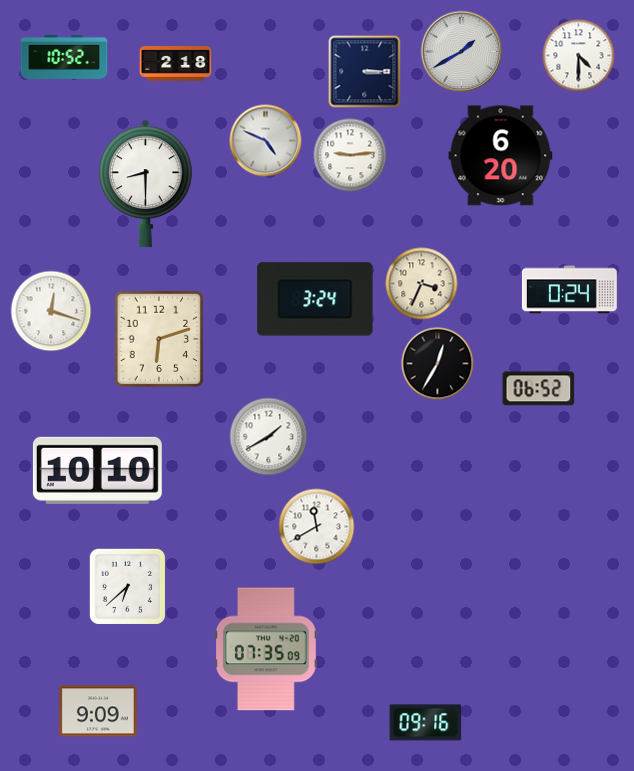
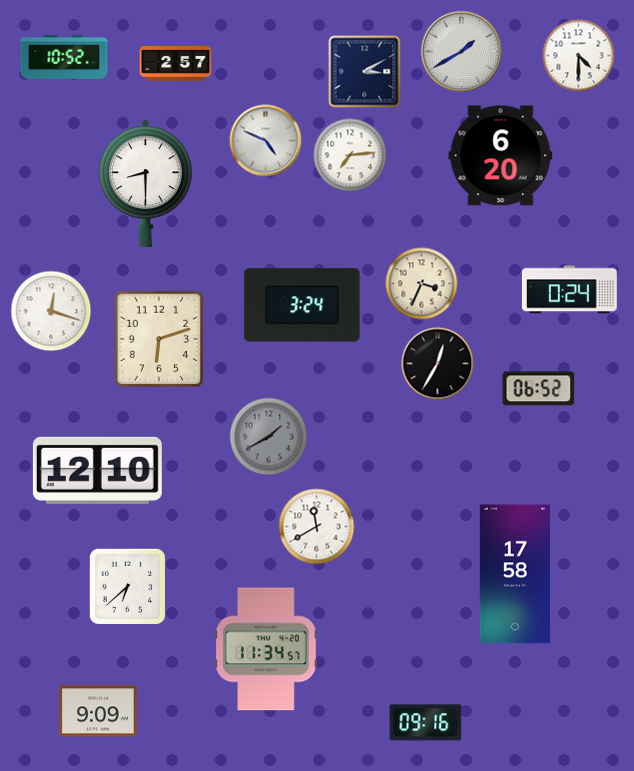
clock at (176, 64): 2:18 -> 2:57
clock at (365, 72): 3:15 -> 3:10
clock at (350, 155): 9:14 -> 7:14
clock at (315, 299) position: (315, 299) -> (302, 305)
clock at (269, 437) dial: white -> grey
clock at (97, 470): 10:10 -> 12:10
clock at (515, 574): none -> 17:58
clock at (267, 649): 07:35 -> 11:34
